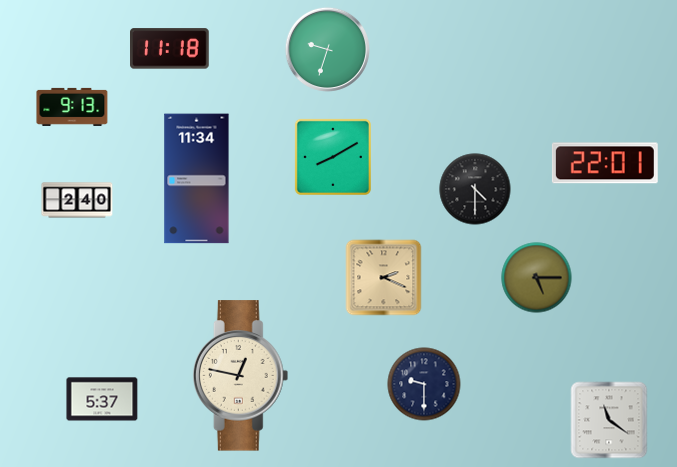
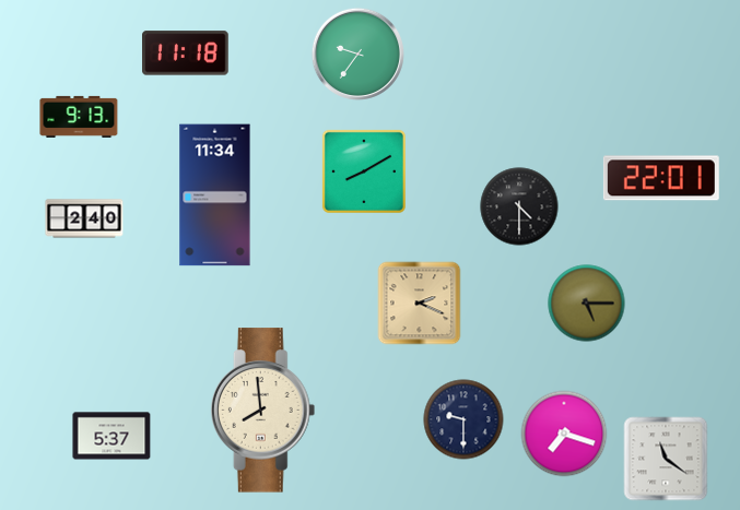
clock at (327, 49): 9:33 -> 9:36
clock at (241, 376): 12:47 -> 7:59
clock at (564, 434): none -> 7:18
